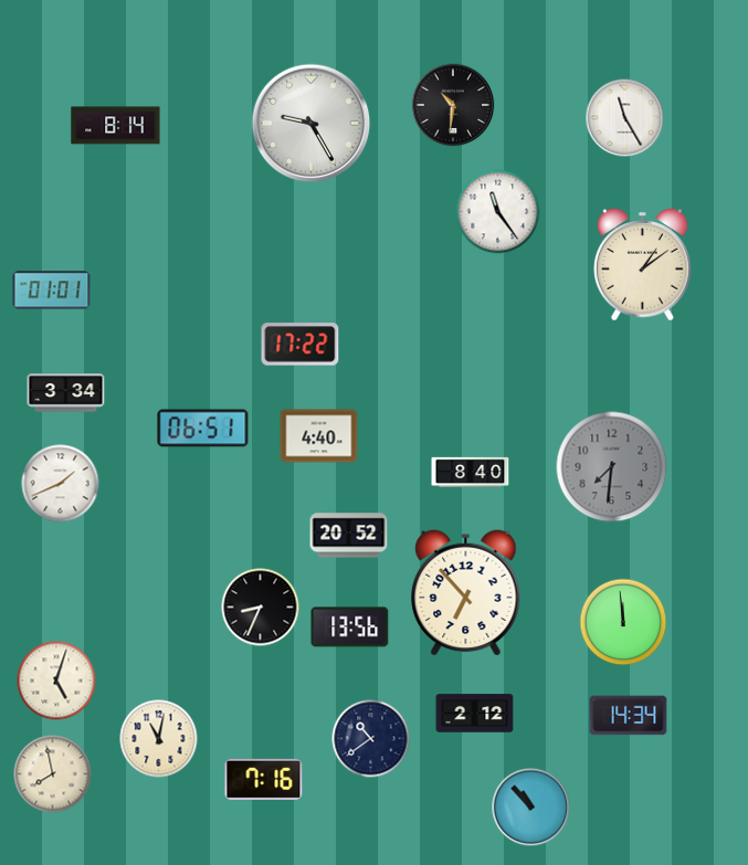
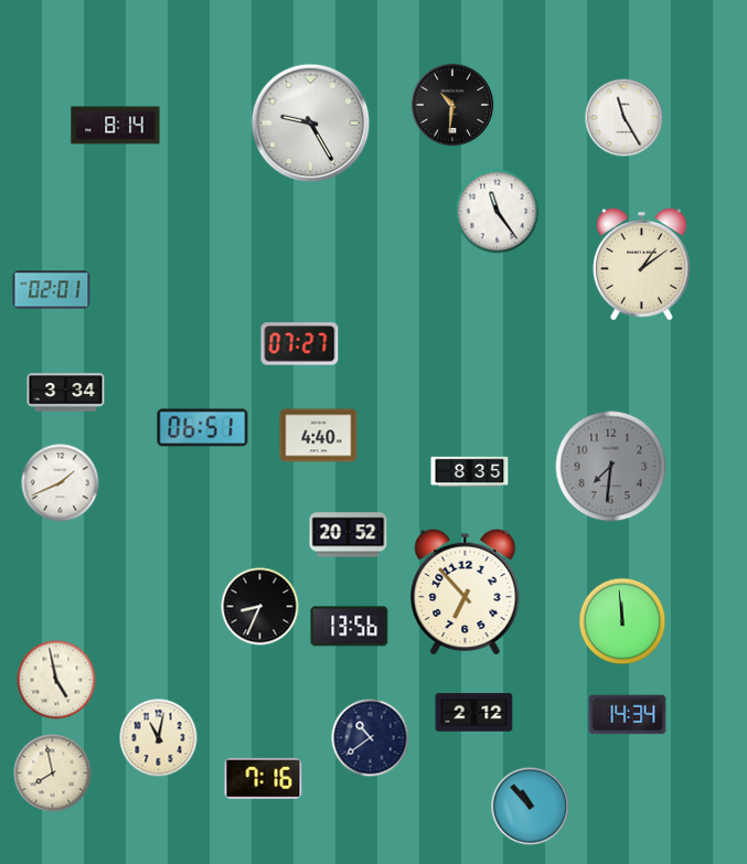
clock at (52, 291): 01:01 -> 02:01
clock at (301, 345): 17:22 -> 07:27
clock at (471, 472): 8:40 -> 8:35
clock at (56, 681): 5:03 -> 4:58
